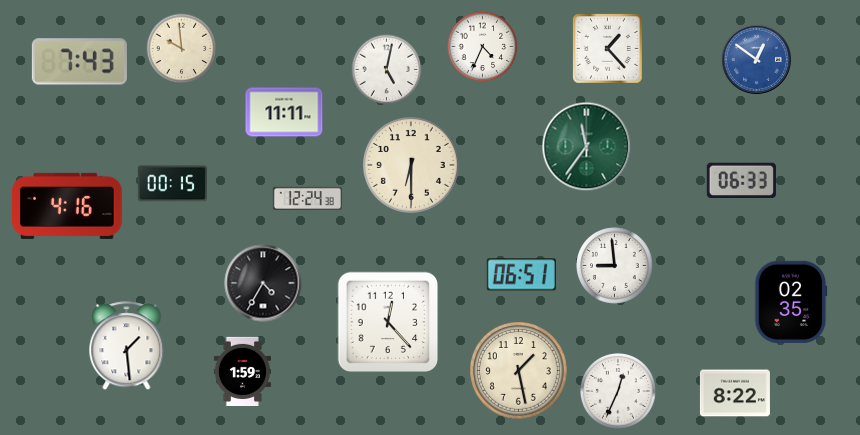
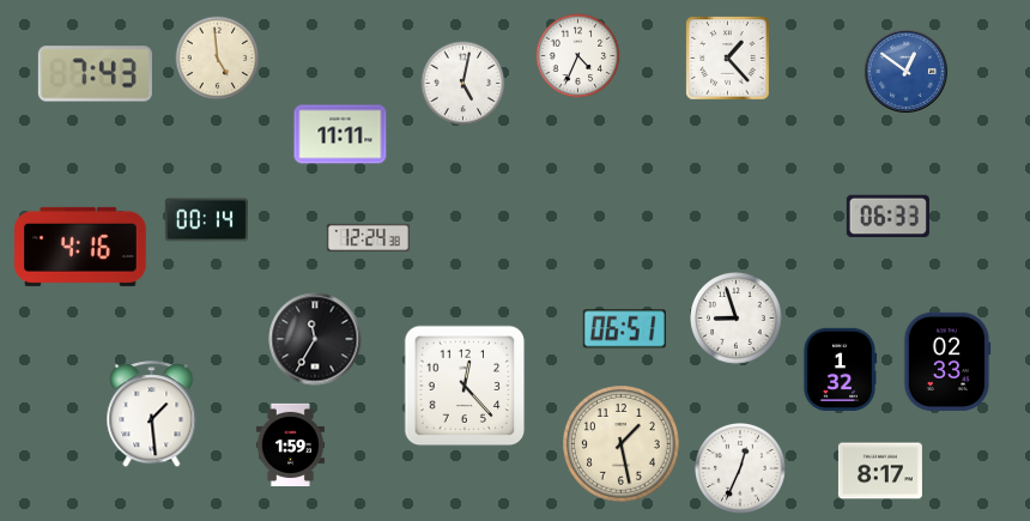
clock at (182, 49): 9:59 -> 4:59
clock at (587, 147): 11:36 -> none
clock at (411, 165): 6:30 -> none
clock at (172, 184): 00:15 -> 00:14
clock at (615, 266): 8:59 -> 8:57
clock at (263, 283): 4:35 -> 11:35
clock at (791, 302): 02:35 -> 02:33
clock at (840, 369): none -> 1:32
clock at (735, 393): 8:22 -> 8:17
